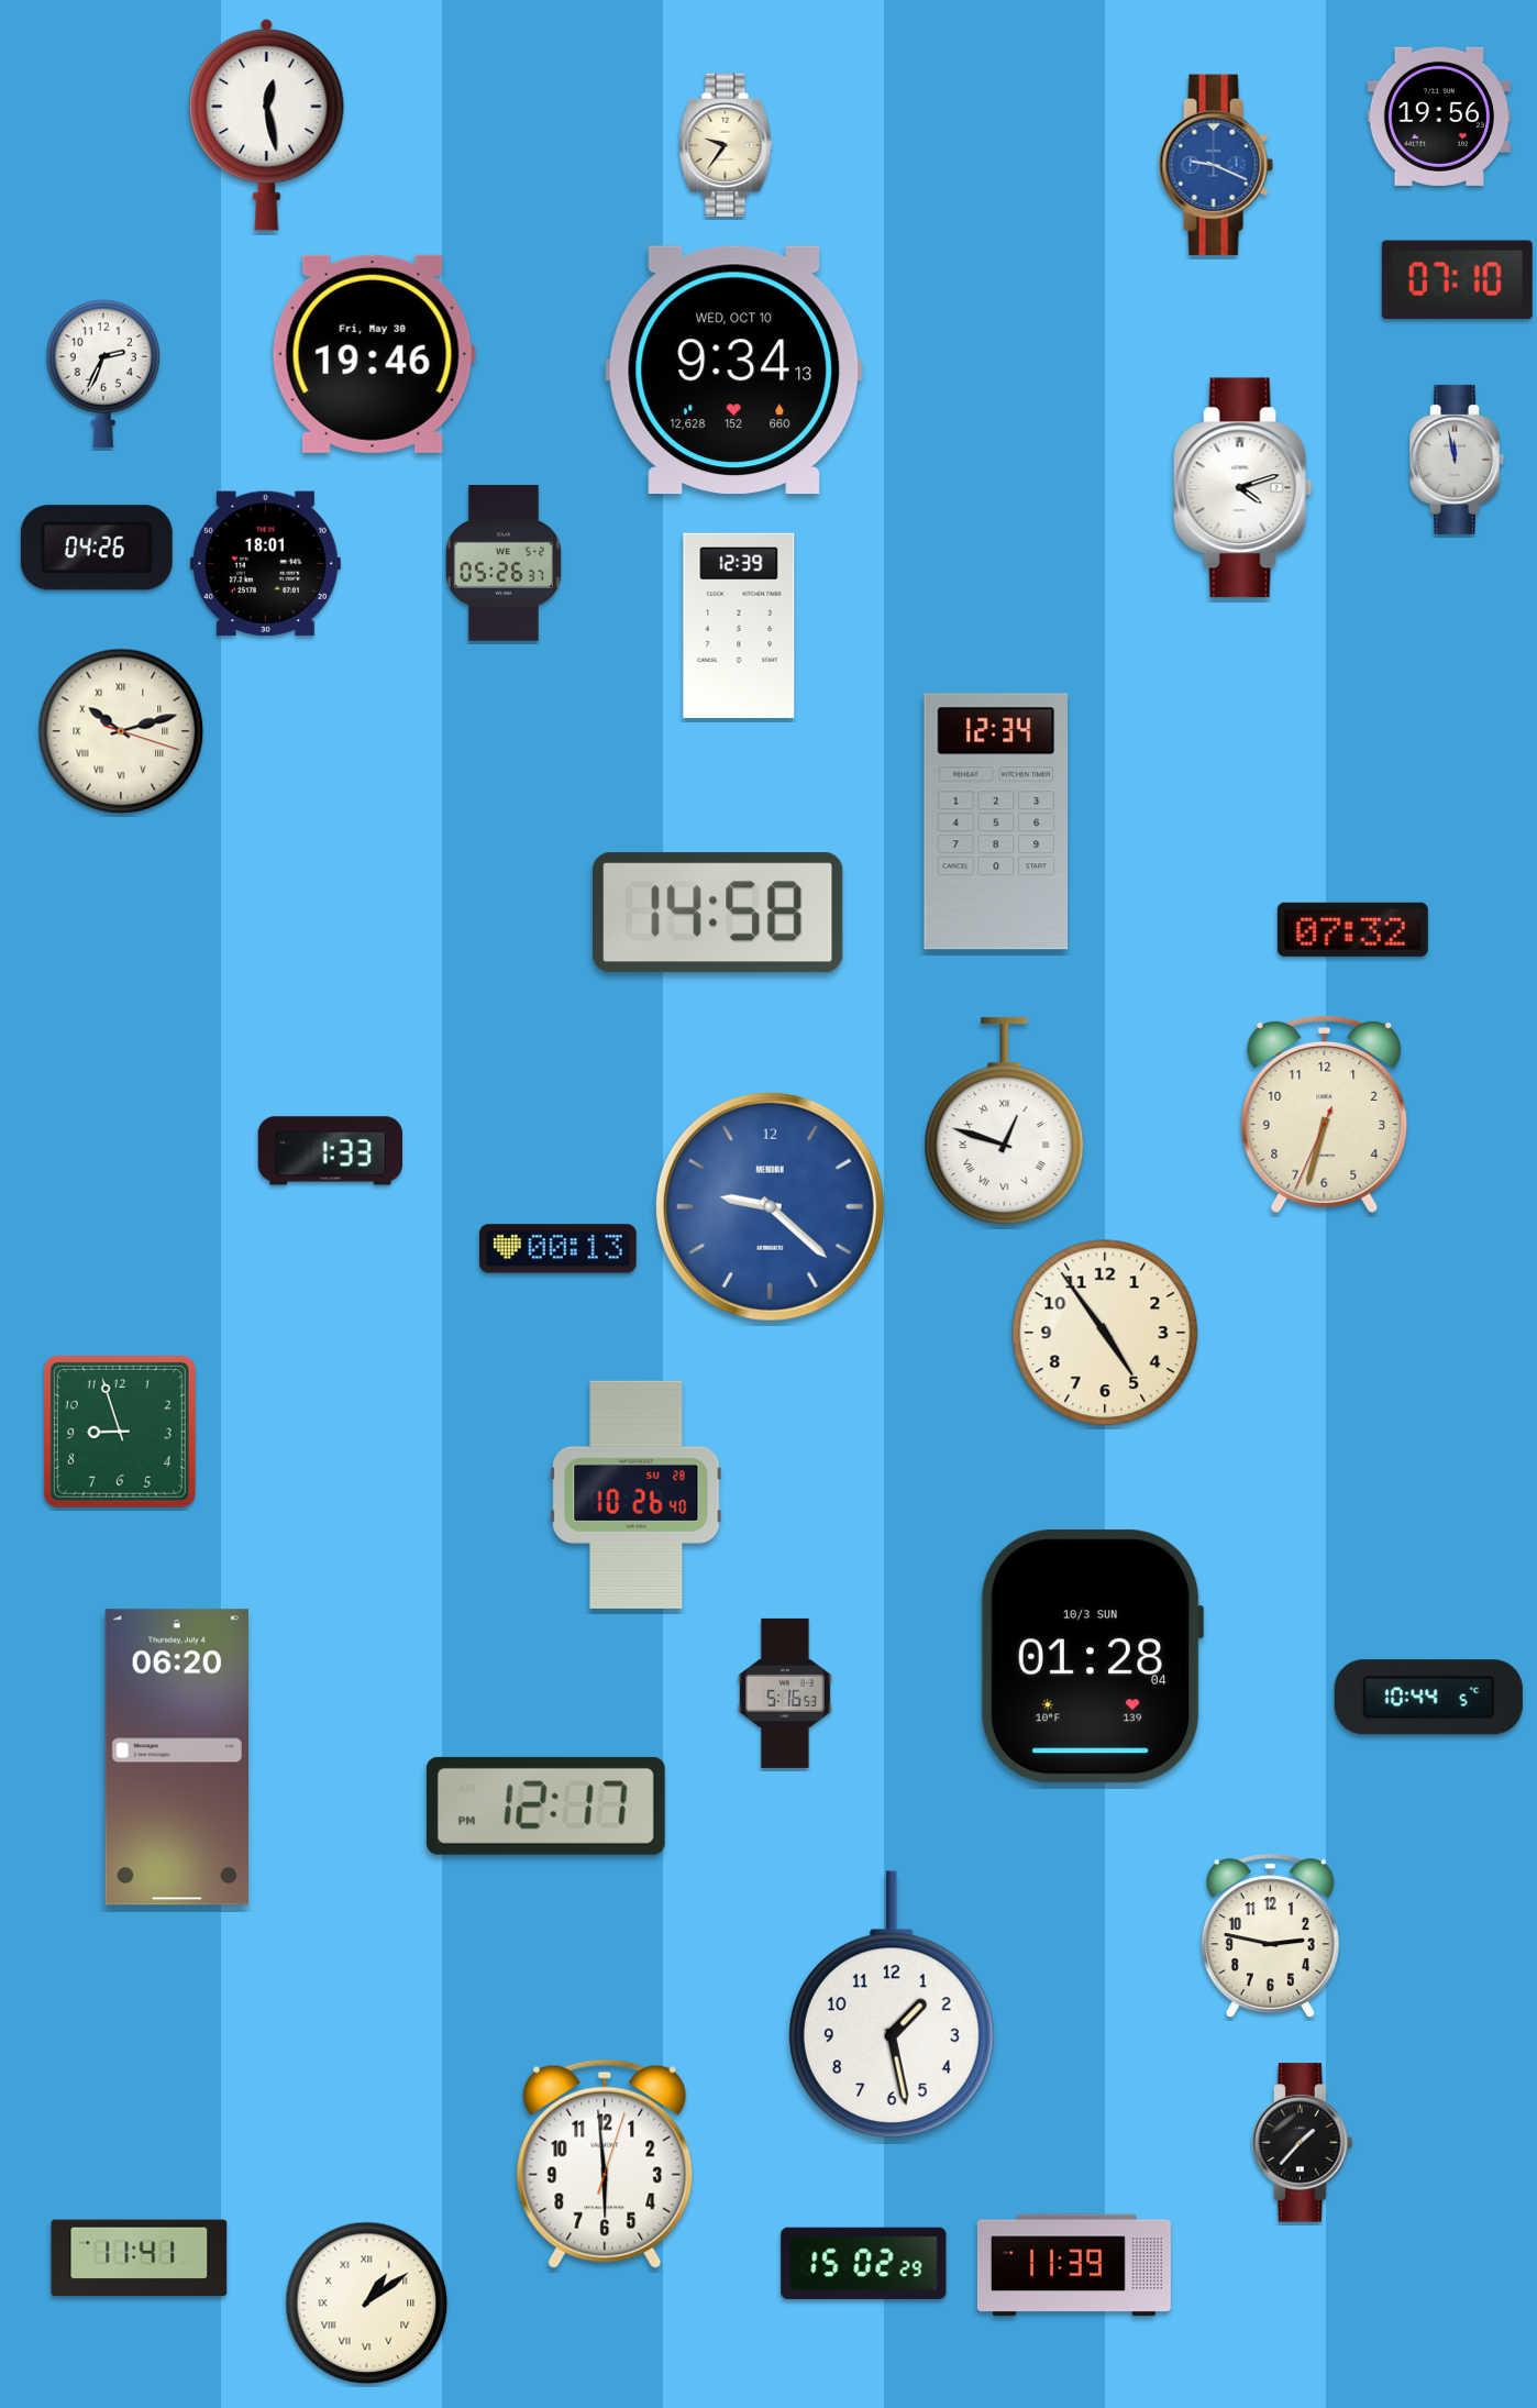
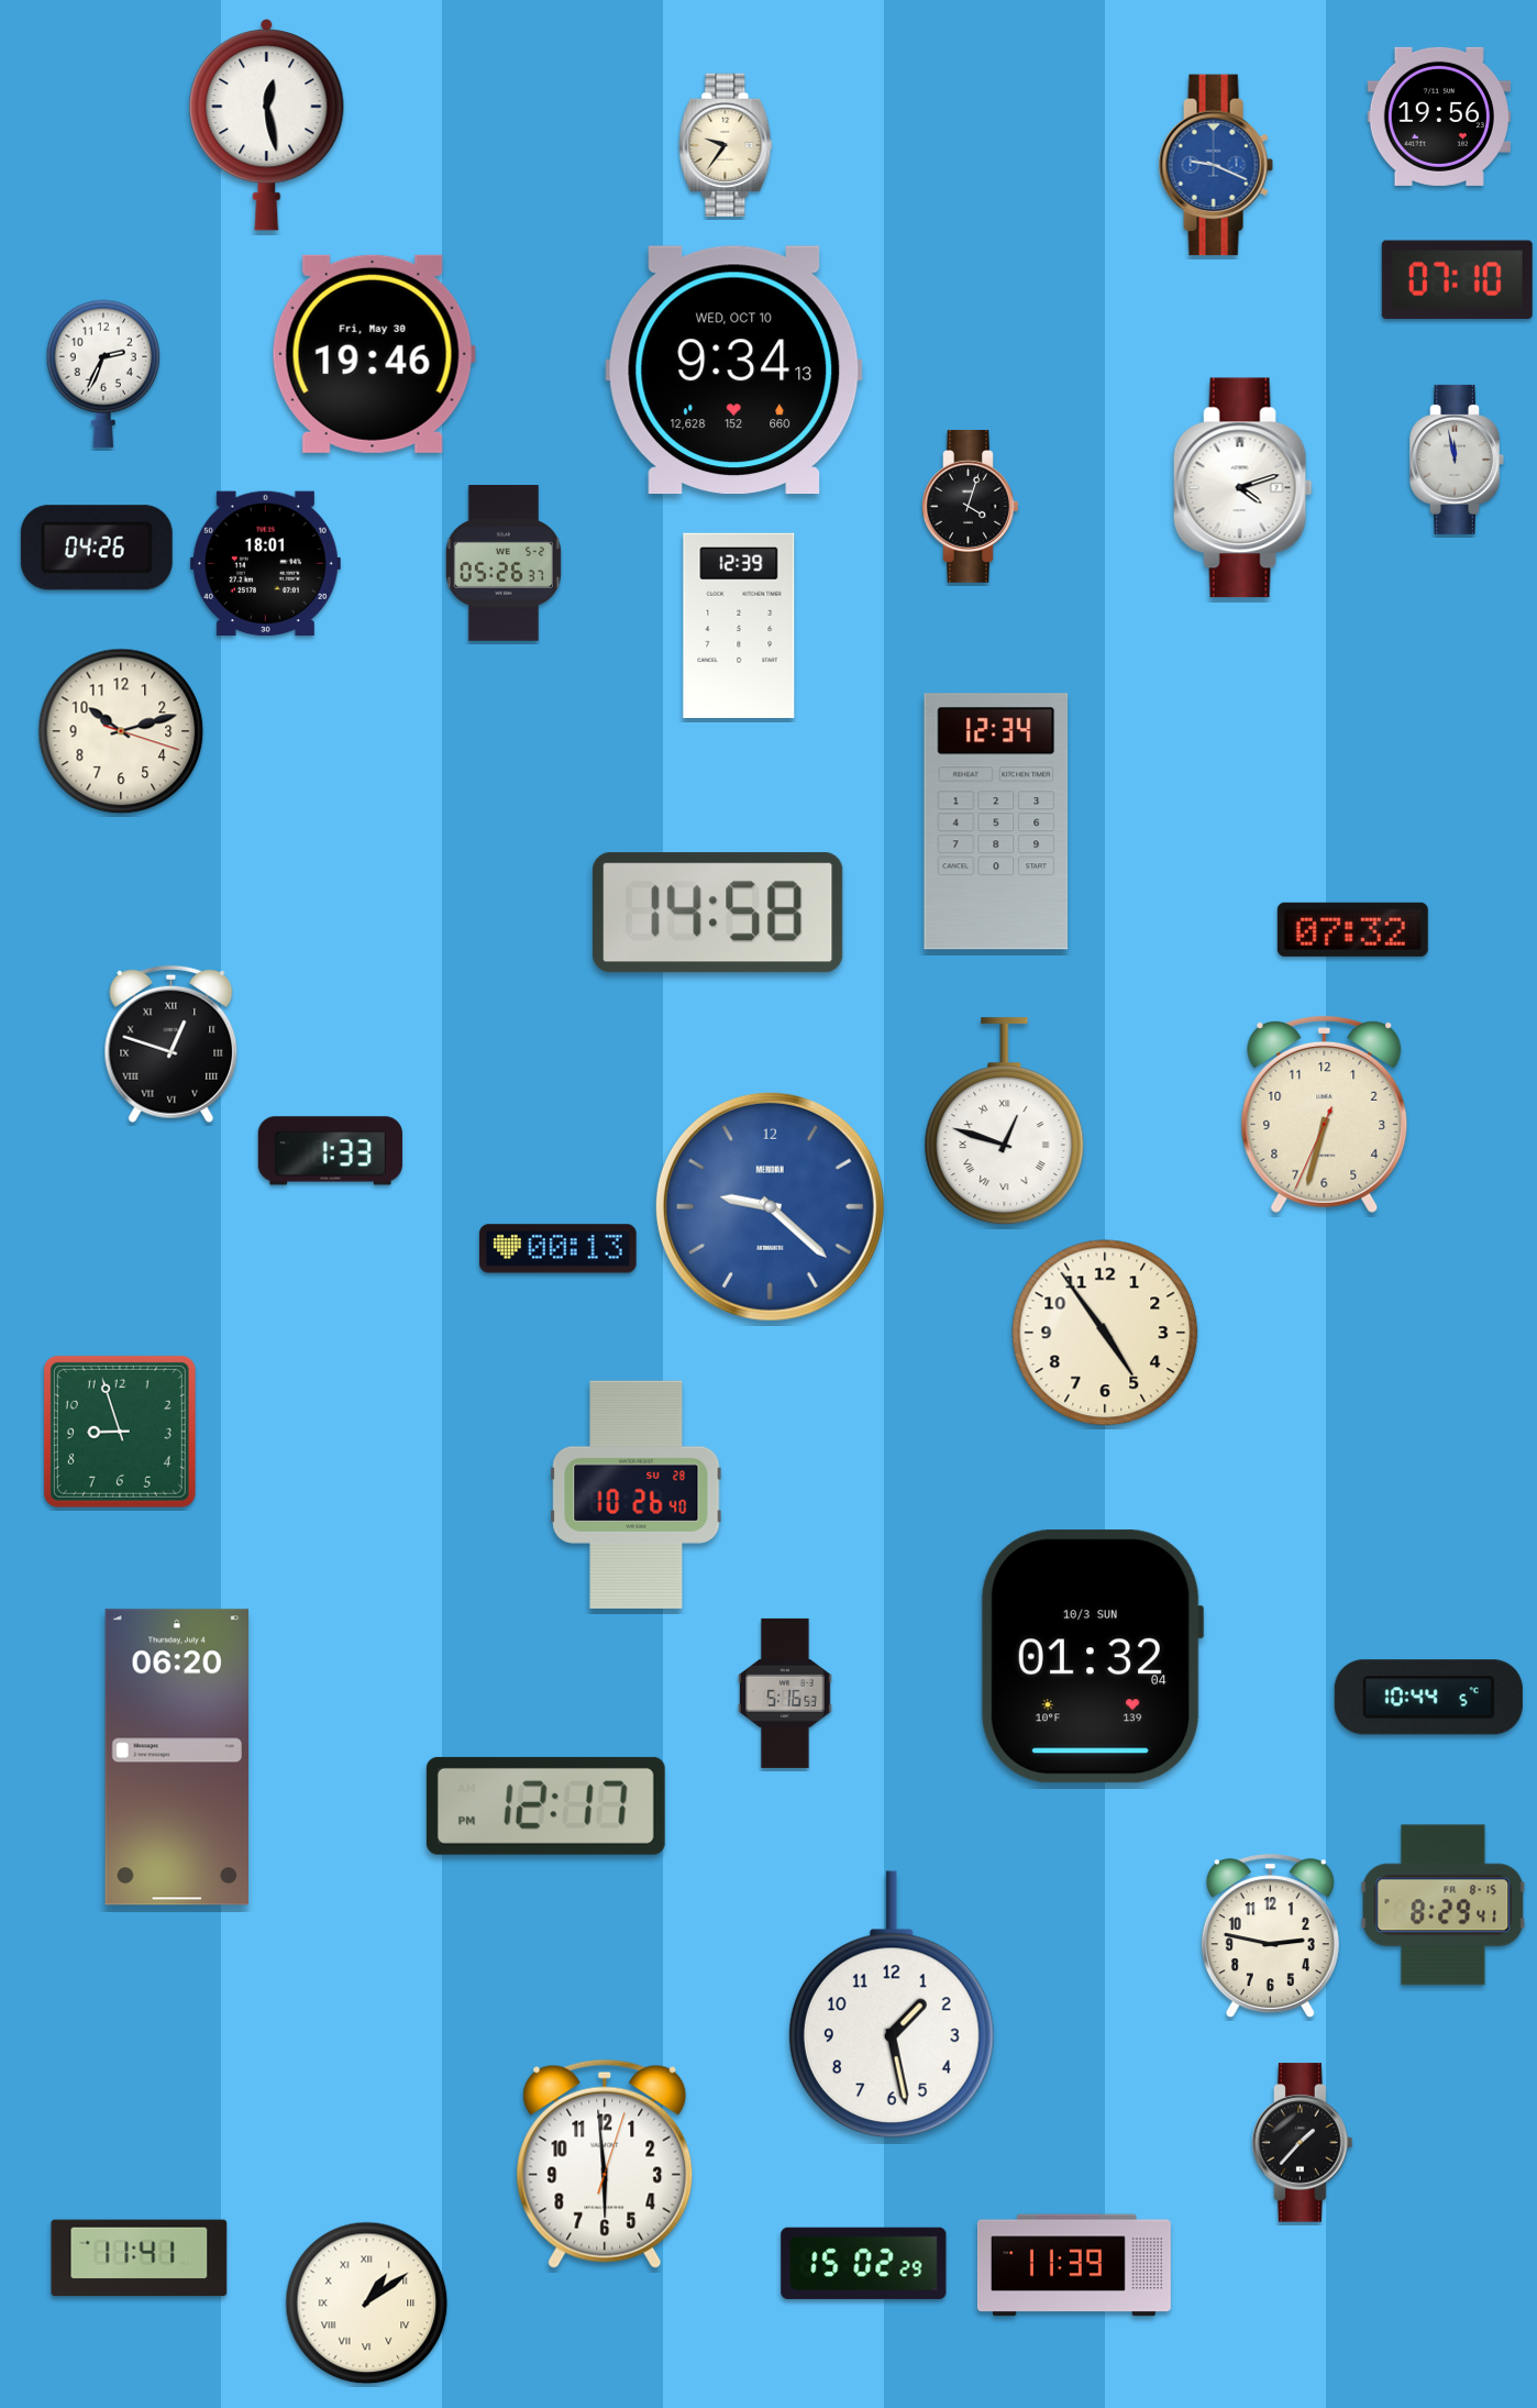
clock at (971, 506): none -> 4:03
clock at (121, 731) numerals: Roman -> Arabic
clock at (172, 1045): none -> 12:48
clock at (1092, 1657): 01:28 -> 01:32
clock at (1444, 1906): none -> 8:29
